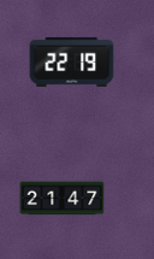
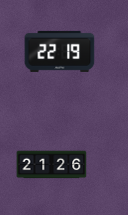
clock at (63, 199): 21:47 -> 21:26
